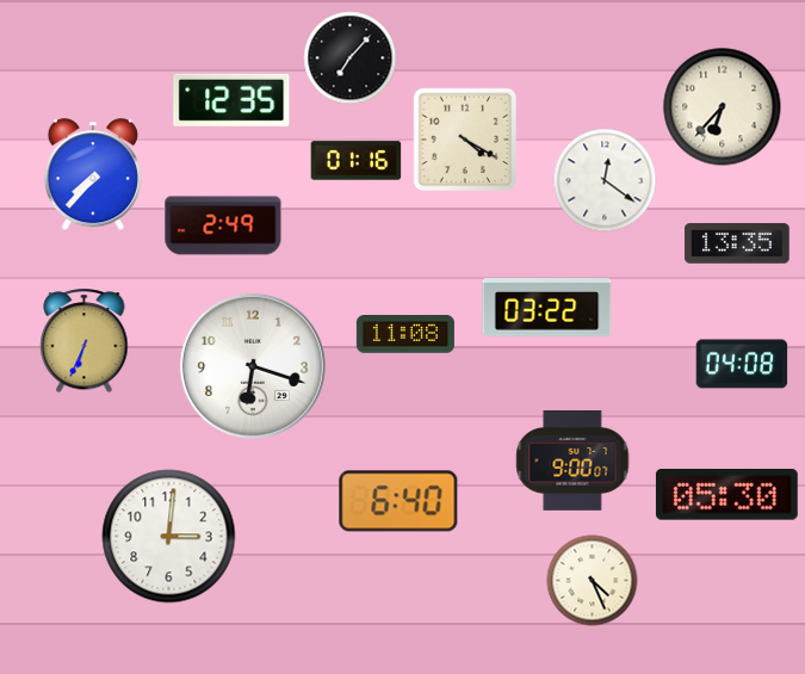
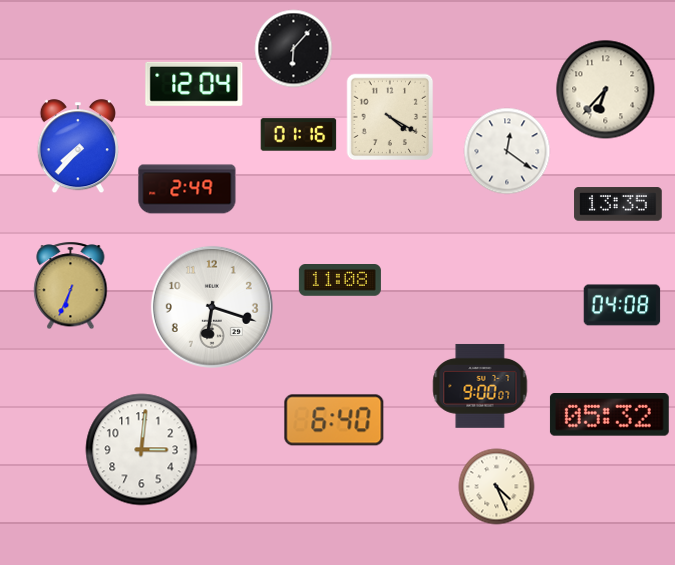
clock at (351, 58): 7:07 -> 6:07
clock at (231, 100): 12:35 -> 12:04
clock at (547, 308): 03:22 -> none
clock at (726, 495): 05:30 -> 05:32
